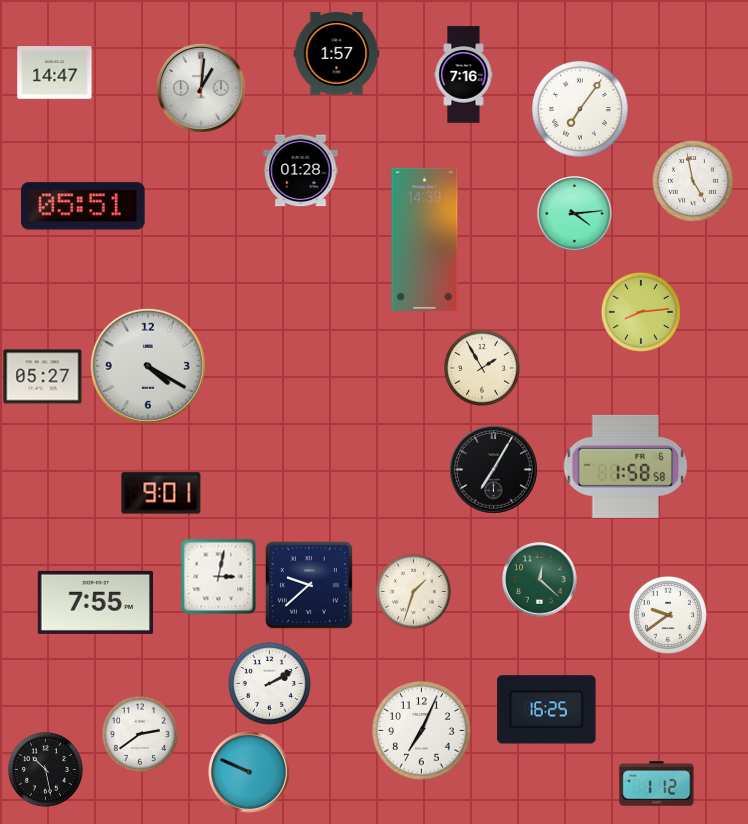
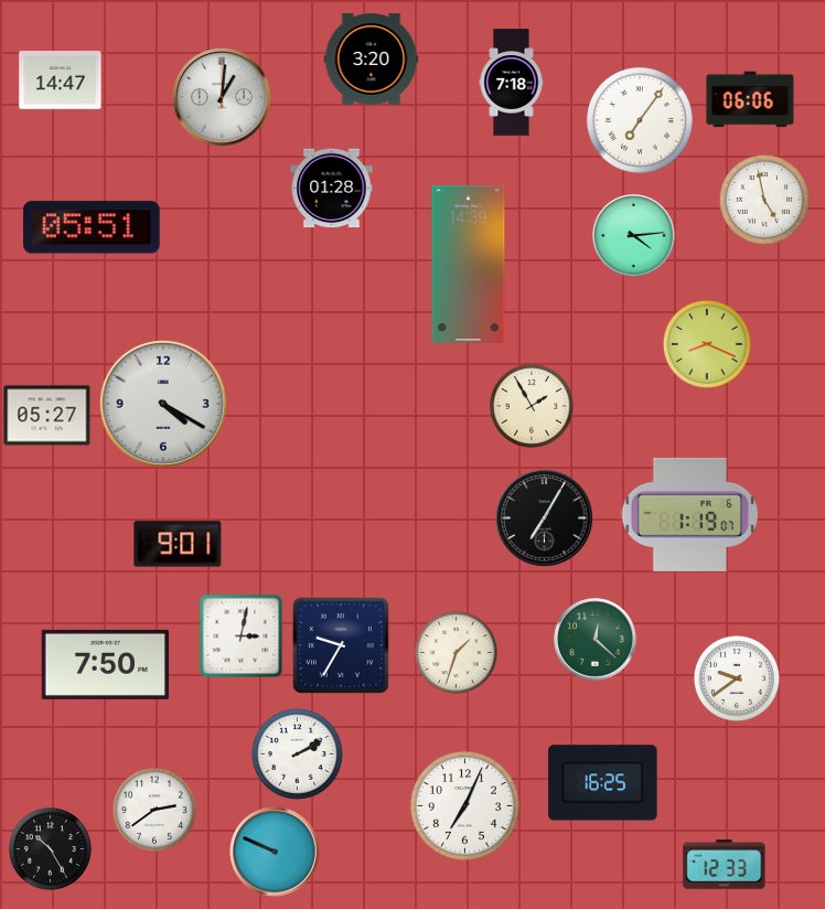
clock at (337, 54): 1:57 -> 3:20
clock at (464, 75): 7:16 -> 7:18
clock at (750, 99): none -> 06:06
clock at (641, 312): 8:14 -> 8:19
clock at (626, 466): 1:58 -> 1:19
clock at (309, 585): 9:38 -> 9:35
clock at (95, 602): 7:55 -> 7:50
clock at (45, 769): 10:28 -> 10:25
clock at (657, 784): 1:12 -> 12:33
